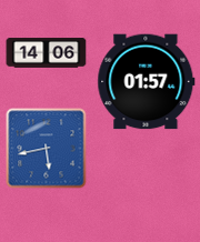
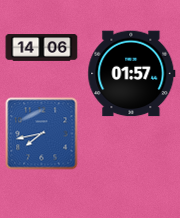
clock at (47, 149): 5:43 -> 7:43
